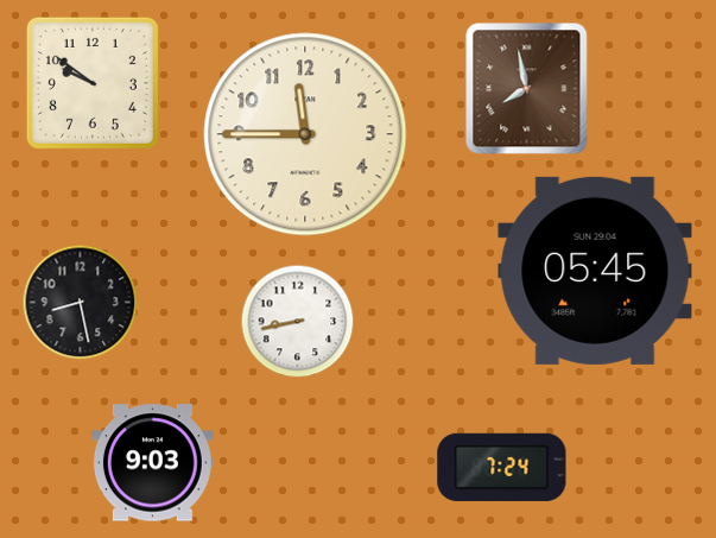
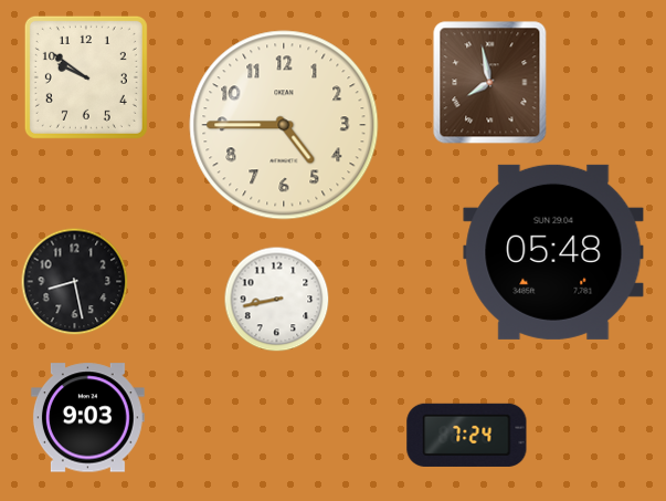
clock at (305, 134): 11:45 -> 4:45
clock at (595, 271): 05:45 -> 05:48
clock at (152, 463) position: (152, 463) -> (87, 418)
